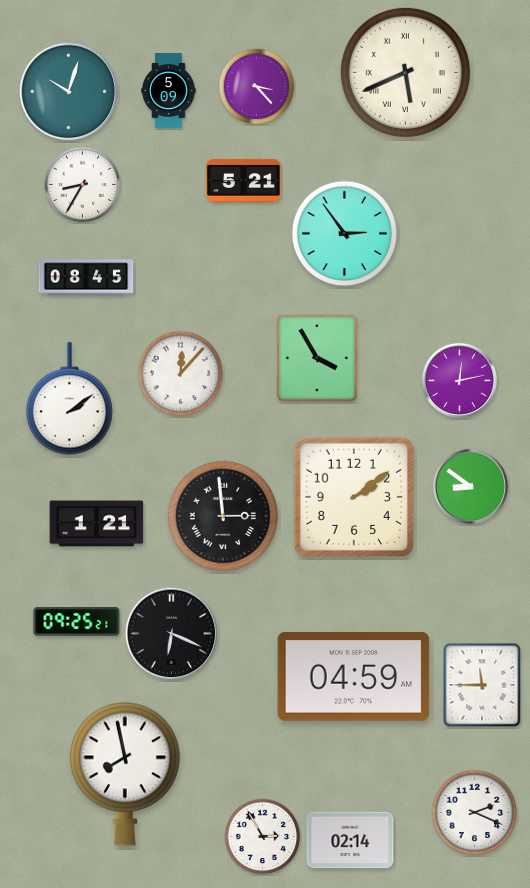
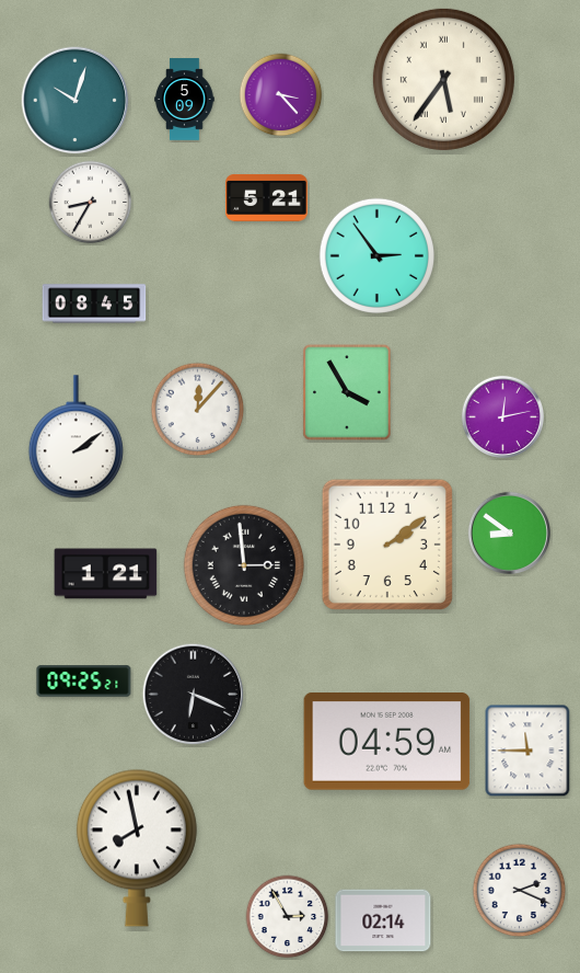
clock at (405, 72): 5:41 -> 5:36
clock at (470, 486) position: (470, 486) -> (509, 533)
clock at (172, 634) position: (172, 634) -> (194, 695)
